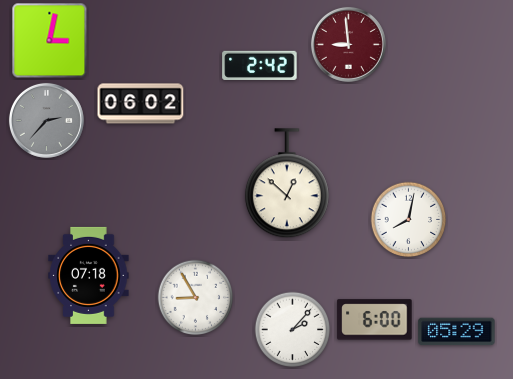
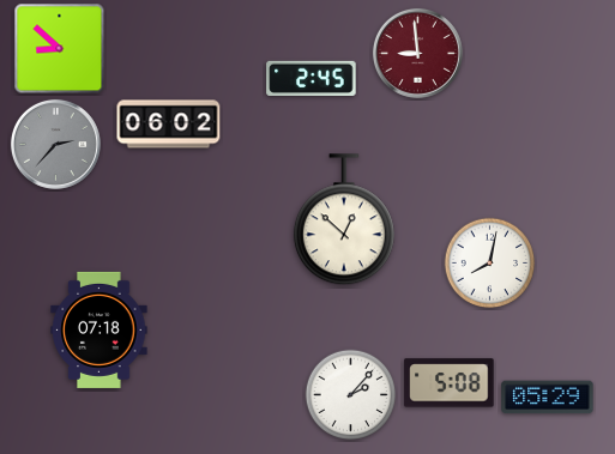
clock at (50, 41): 3:02 -> 8:52
clock at (260, 65): 2:42 -> 2:45
clock at (89, 275) position: (89, 275) -> (100, 329)
clock at (196, 298): 8:55 -> none
clock at (375, 320): 6:00 -> 5:08
